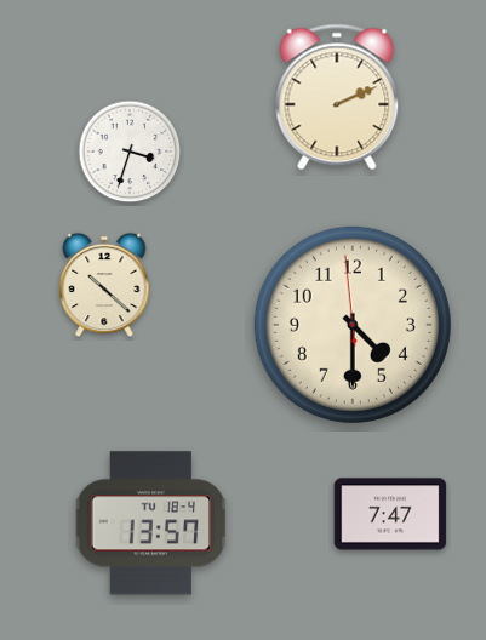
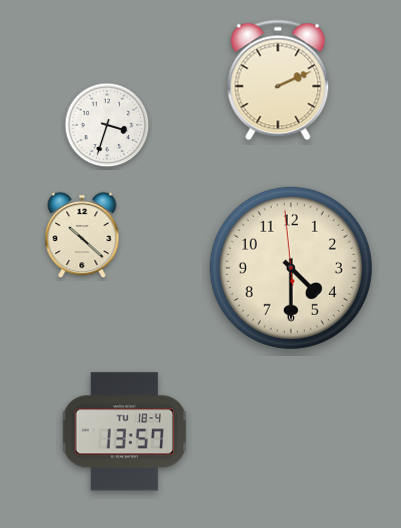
clock at (104, 285) position: (104, 285) -> (82, 235)
clock at (390, 514): 7:47 -> none
